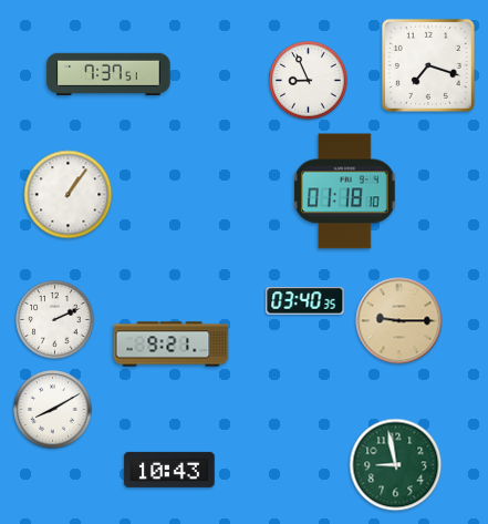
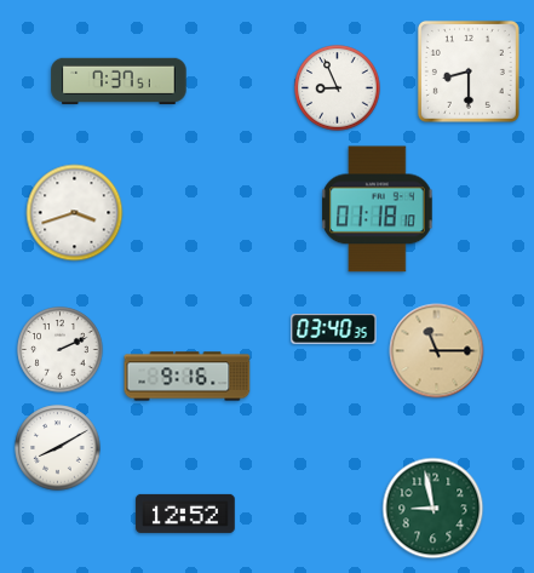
clock at (428, 65): 7:18 -> 8:30
clock at (69, 195): 1:06 -> 3:42
clock at (399, 321): 9:15 -> 11:15
clock at (172, 345): 9:21 -> 9:16
clock at (169, 470): 10:43 -> 12:52
